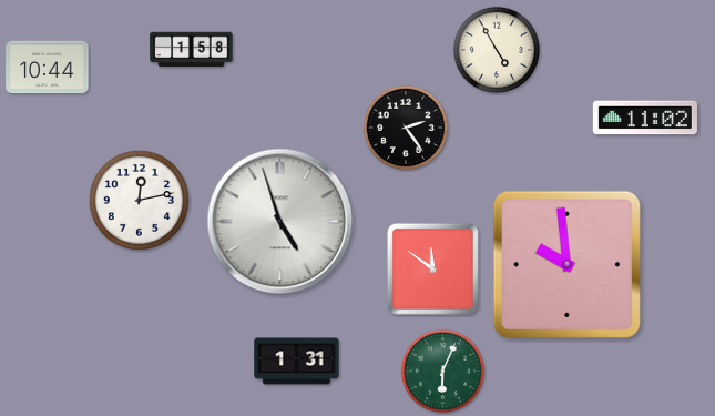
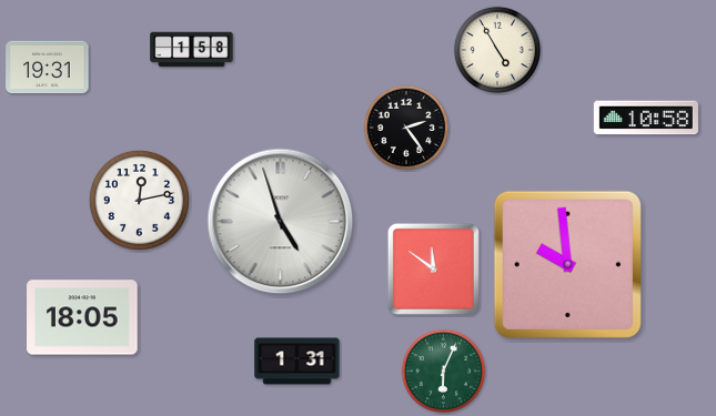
clock at (48, 68): 10:44 -> 19:31
clock at (645, 118): 11:02 -> 10:58
clock at (82, 317): none -> 18:05
